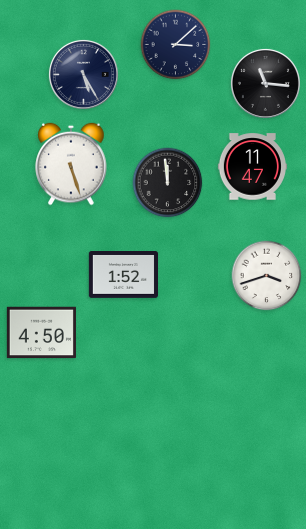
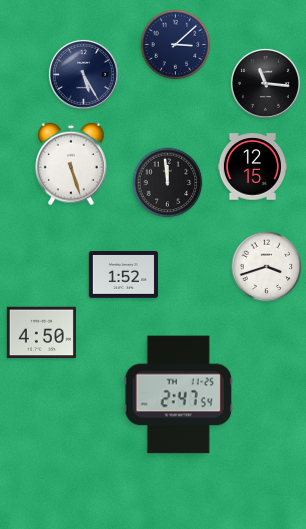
clock at (252, 167): 11:47 -> 12:15
clock at (267, 276) position: (267, 276) -> (267, 267)
clock at (178, 395): none -> 2:47
